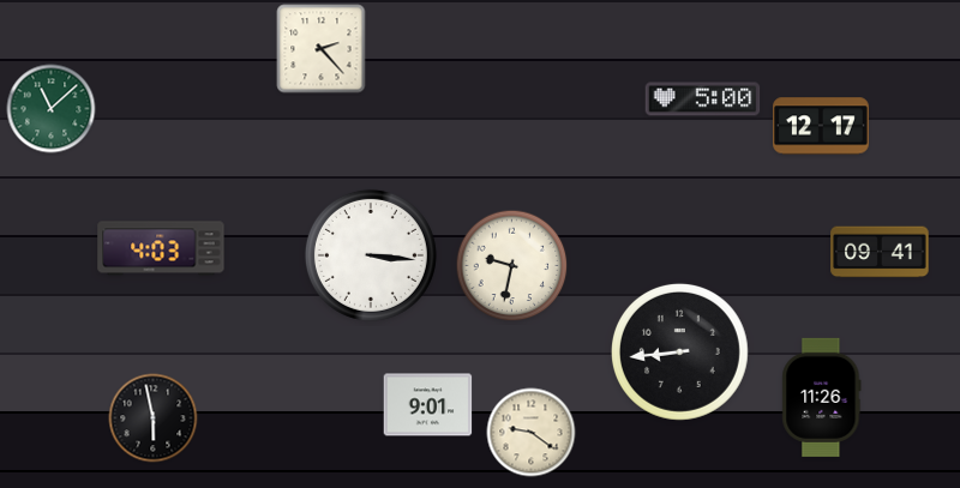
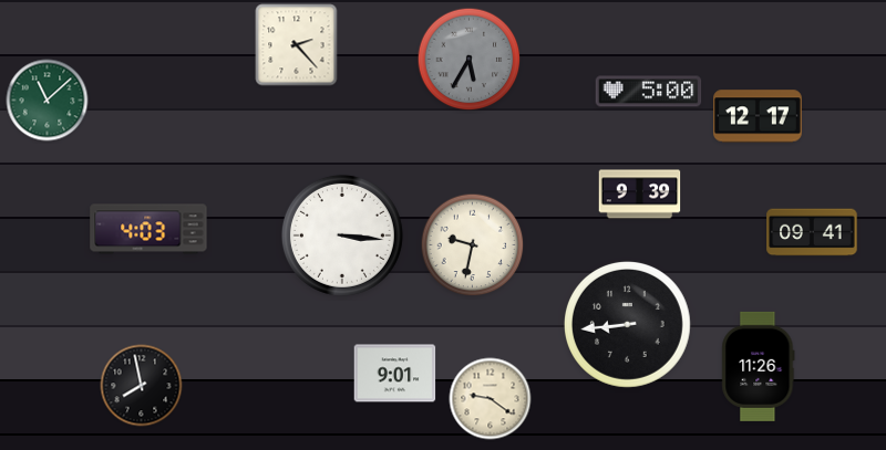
clock at (470, 60): none -> 5:35
clock at (640, 195): none -> 9:39
clock at (154, 418): 5:58 -> 7:58
